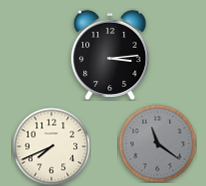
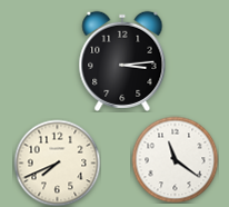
clock at (157, 143) dial: grey -> white
